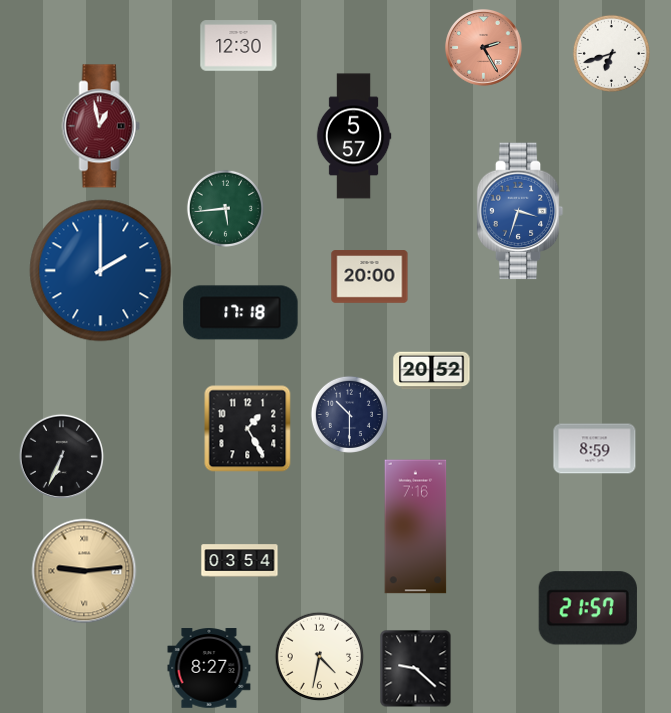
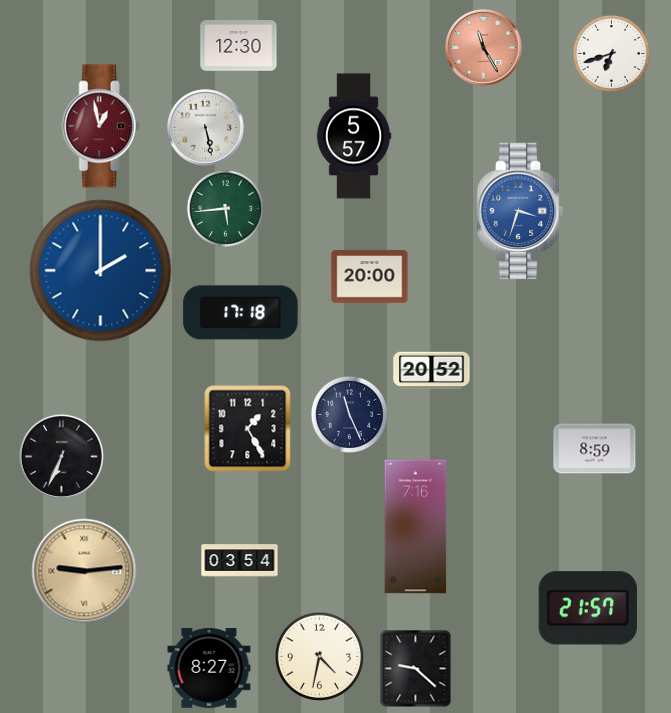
clock at (484, 48): 2:25 -> 11:25
clock at (206, 128): none -> 5:28
clock at (349, 414): 10:30 -> 11:26
